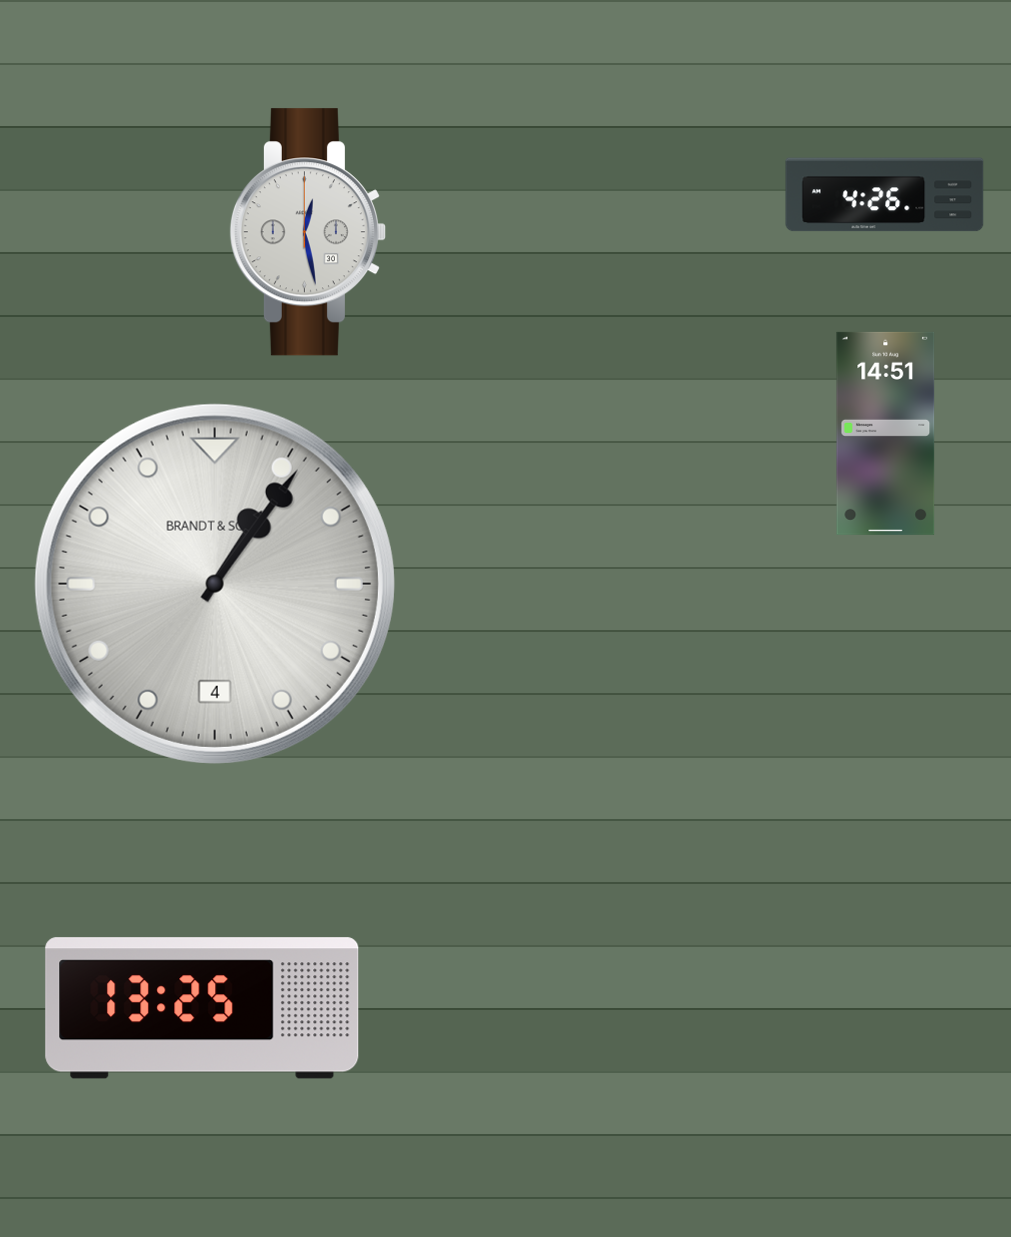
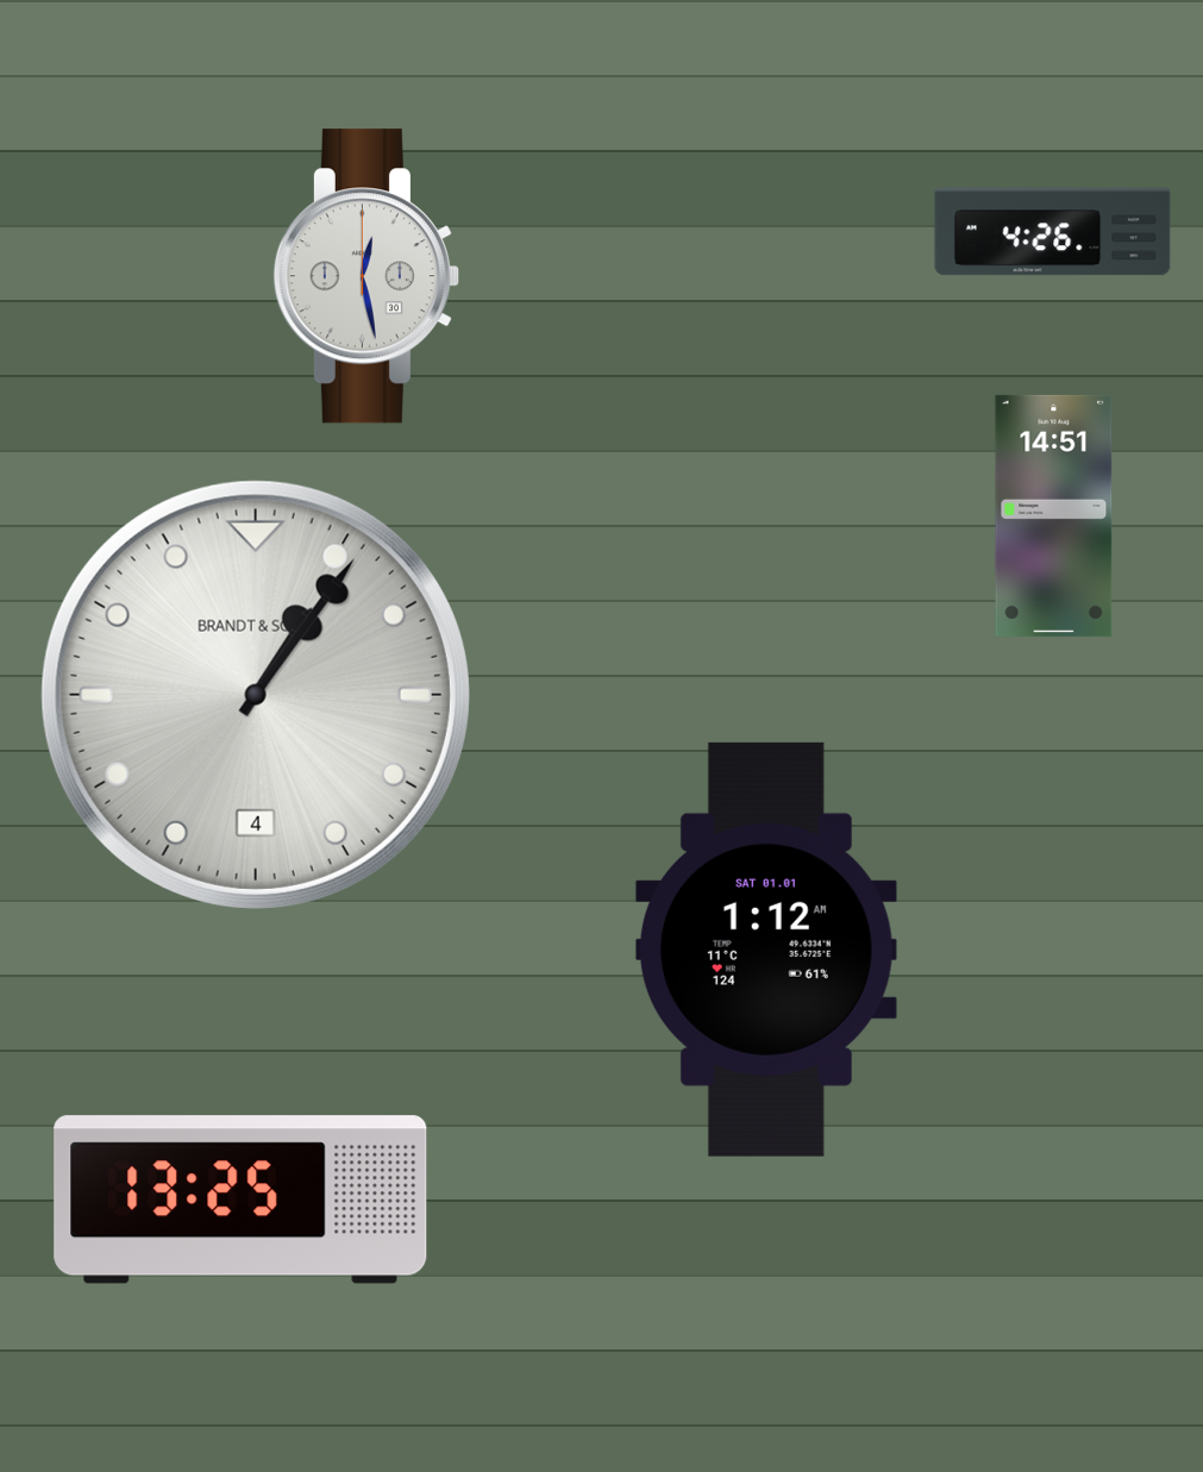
clock at (766, 950): none -> 1:12
